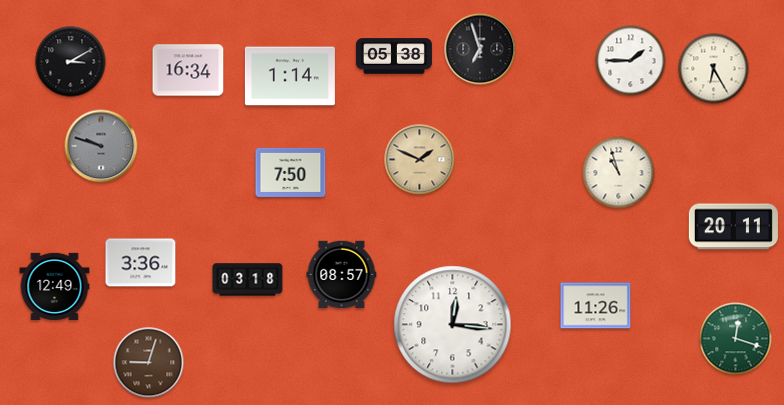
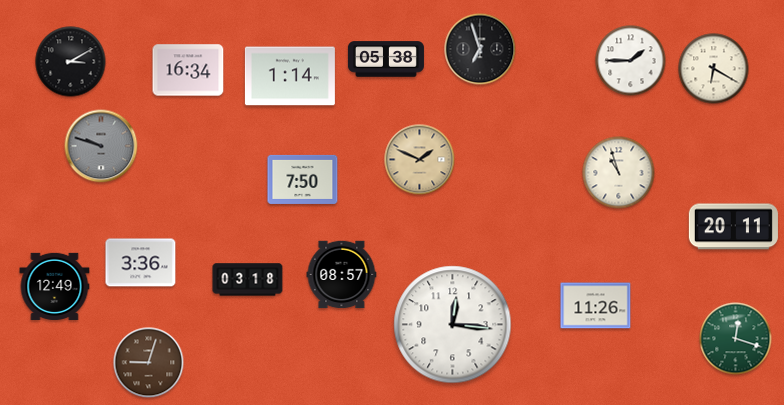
clock at (394, 56) position: (394, 56) -> (386, 59)
clock at (714, 69): 6:25 -> 6:20
clock at (291, 172) position: (291, 172) -> (303, 179)
